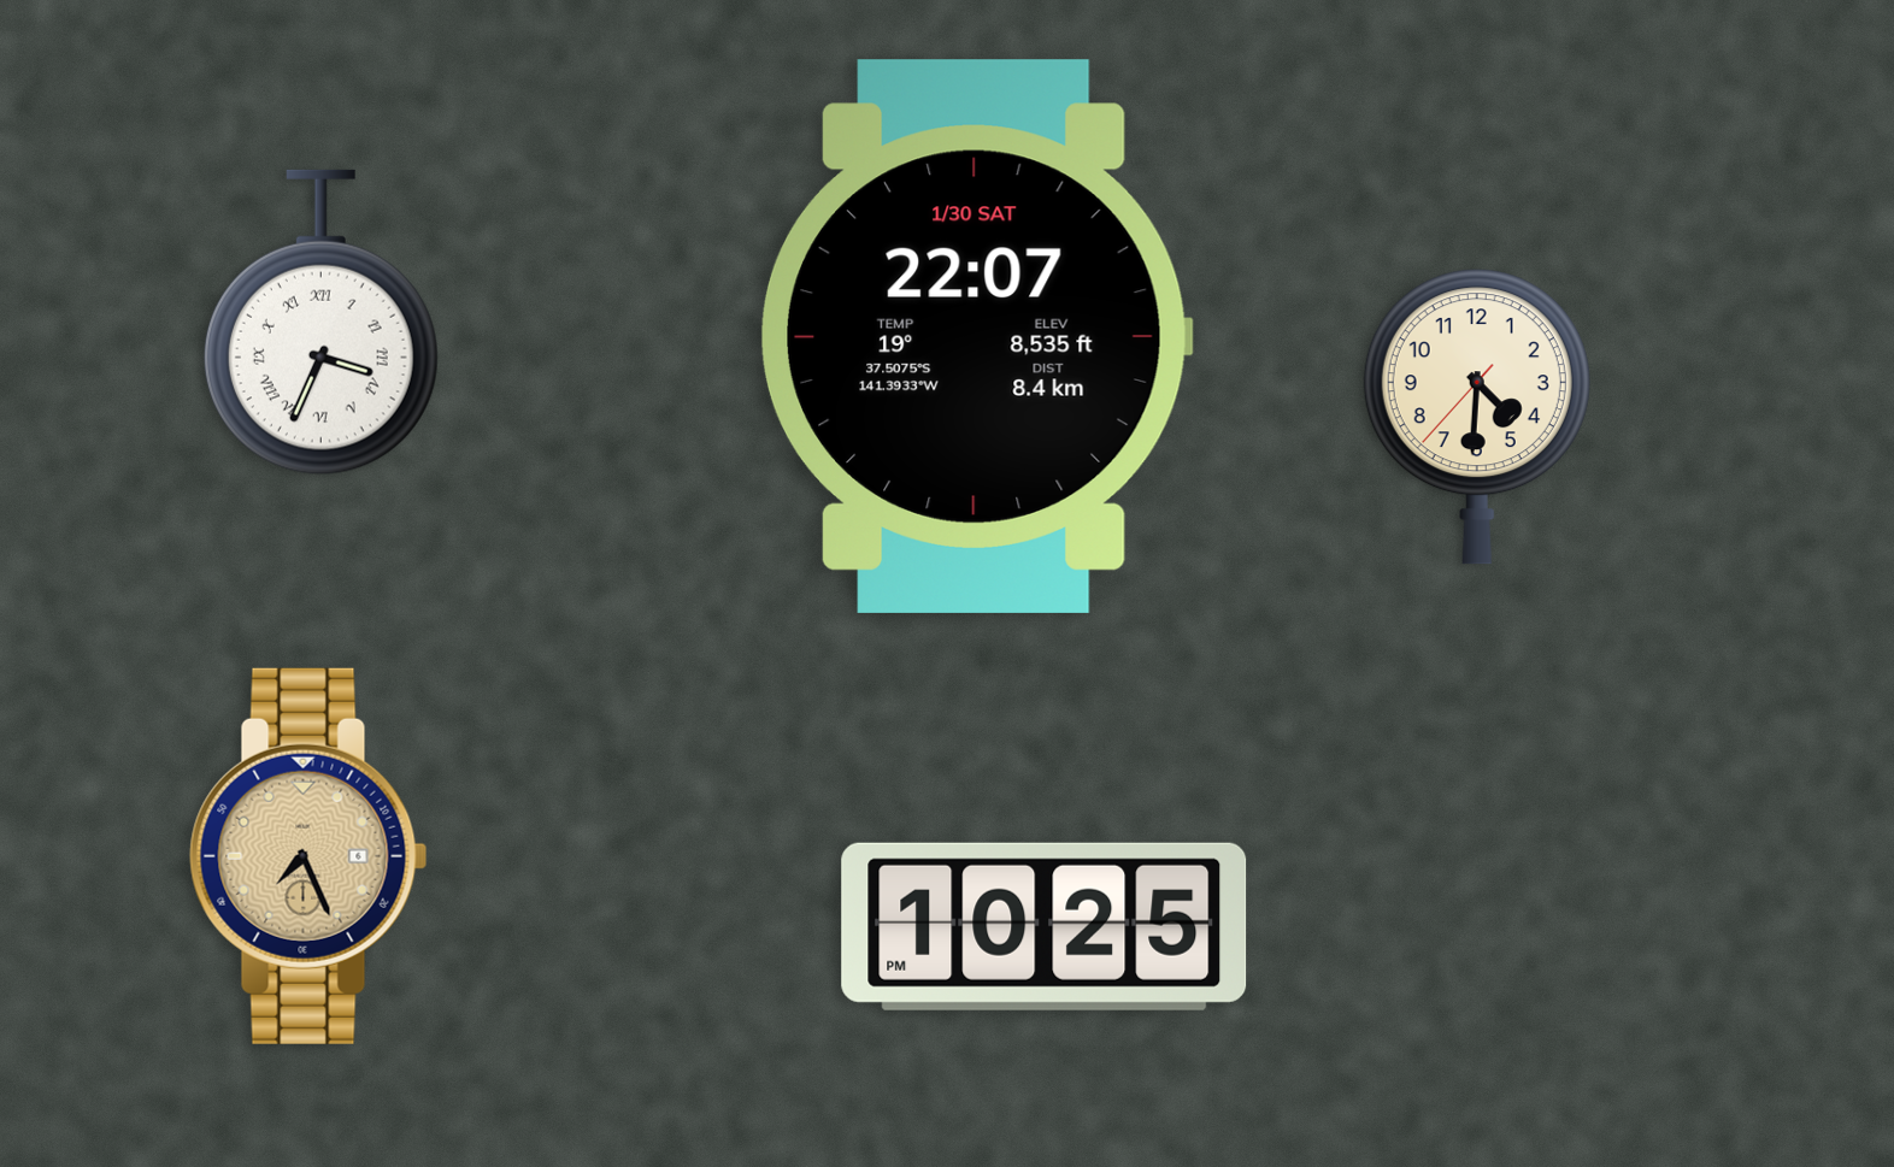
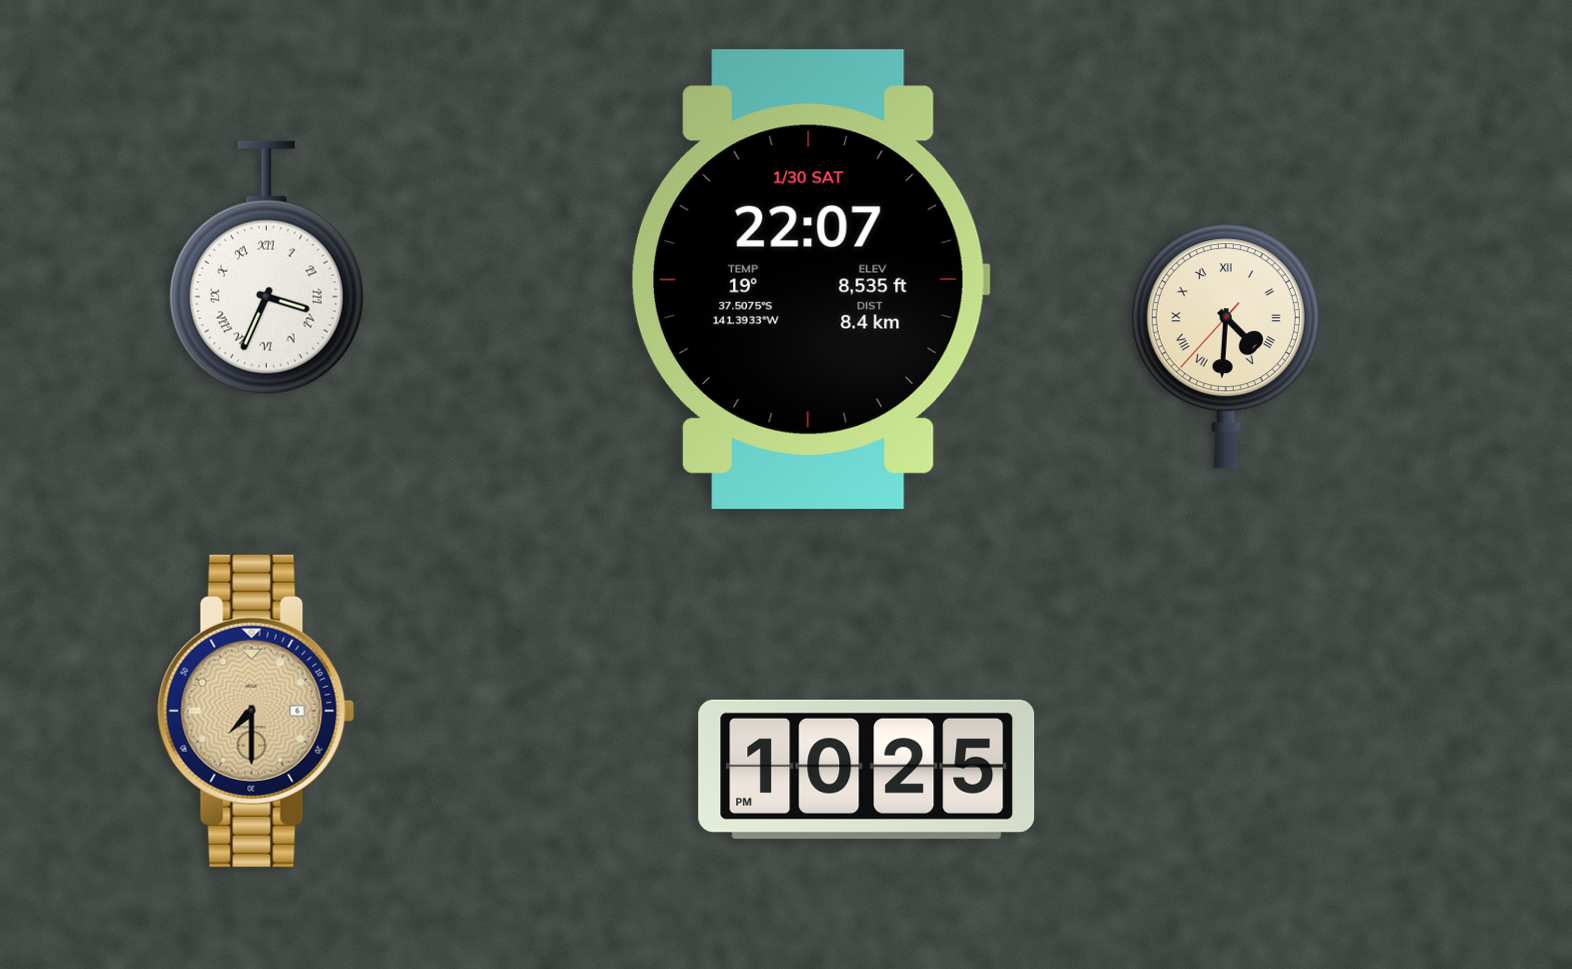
clock at (1477, 417) numerals: Arabic -> Roman
clock at (308, 856): 7:26 -> 7:30
